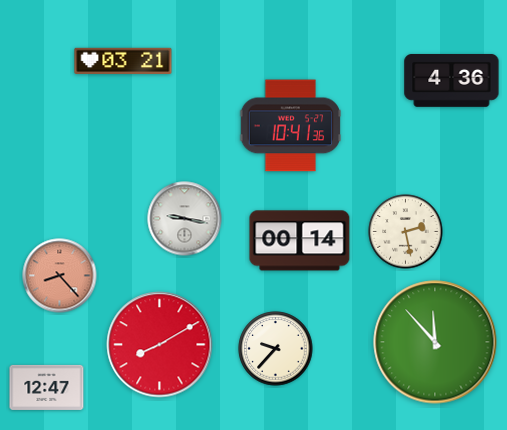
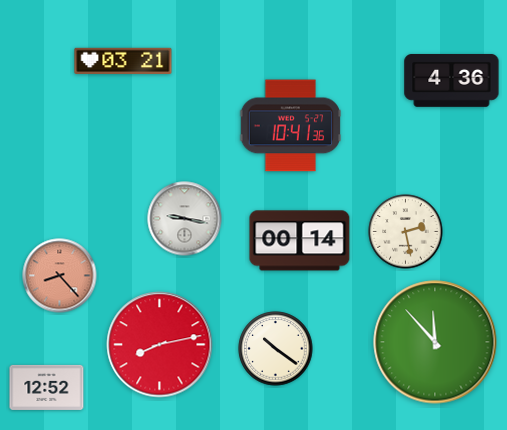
clock at (160, 345): 8:10 -> 8:13
clock at (276, 349): 9:37 -> 10:21
clock at (47, 387): 12:47 -> 12:52
